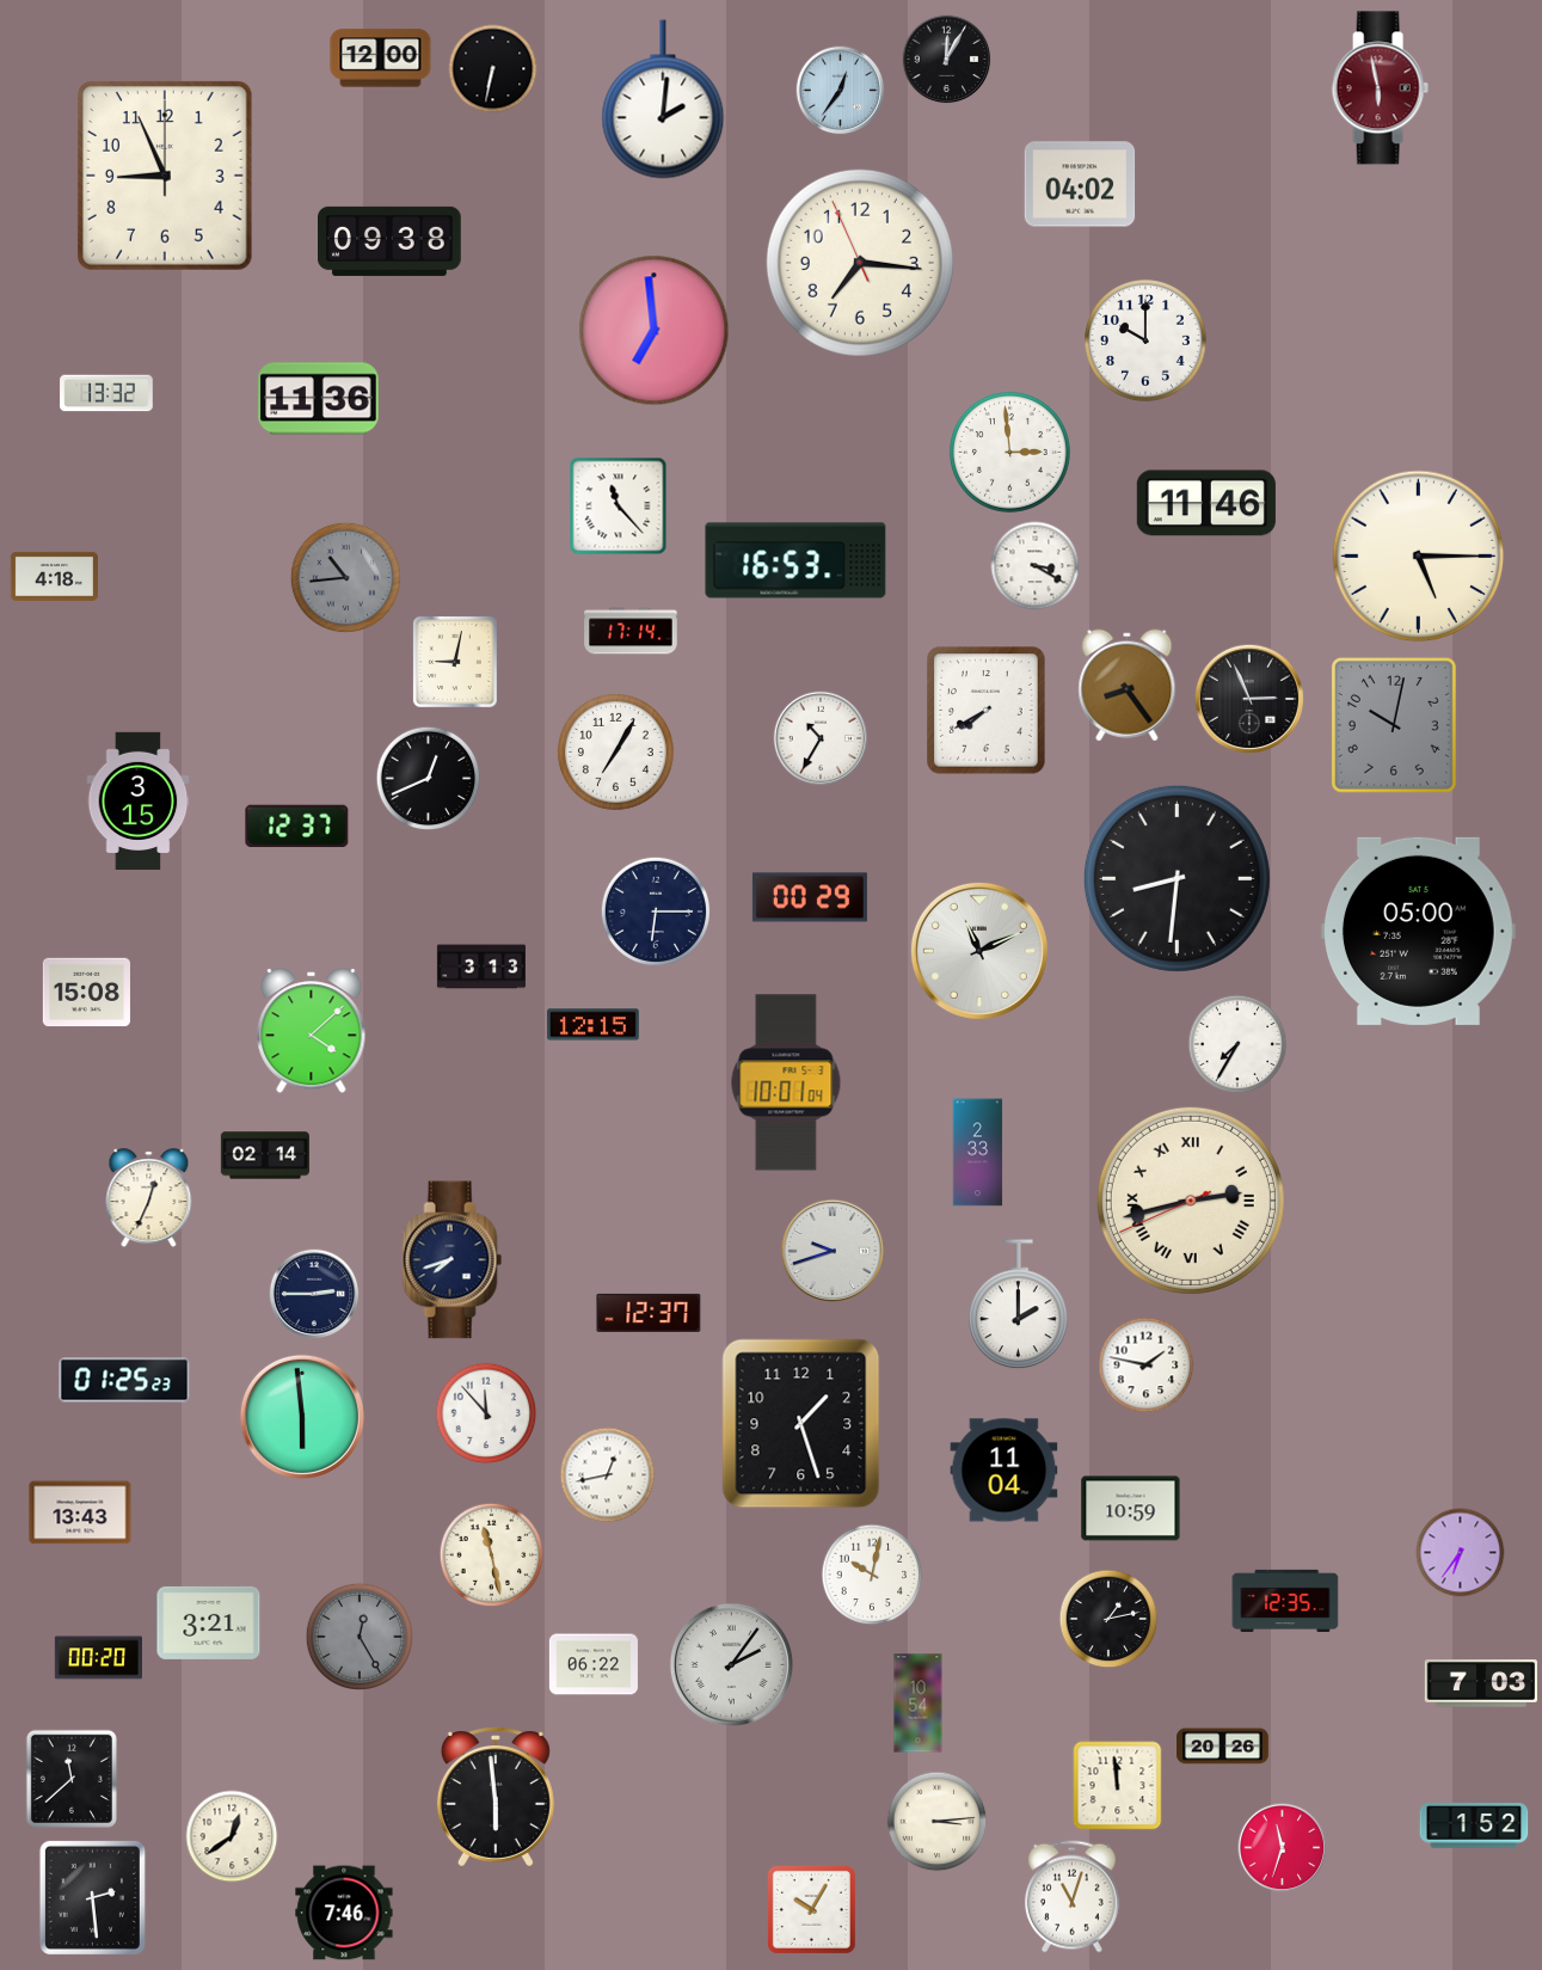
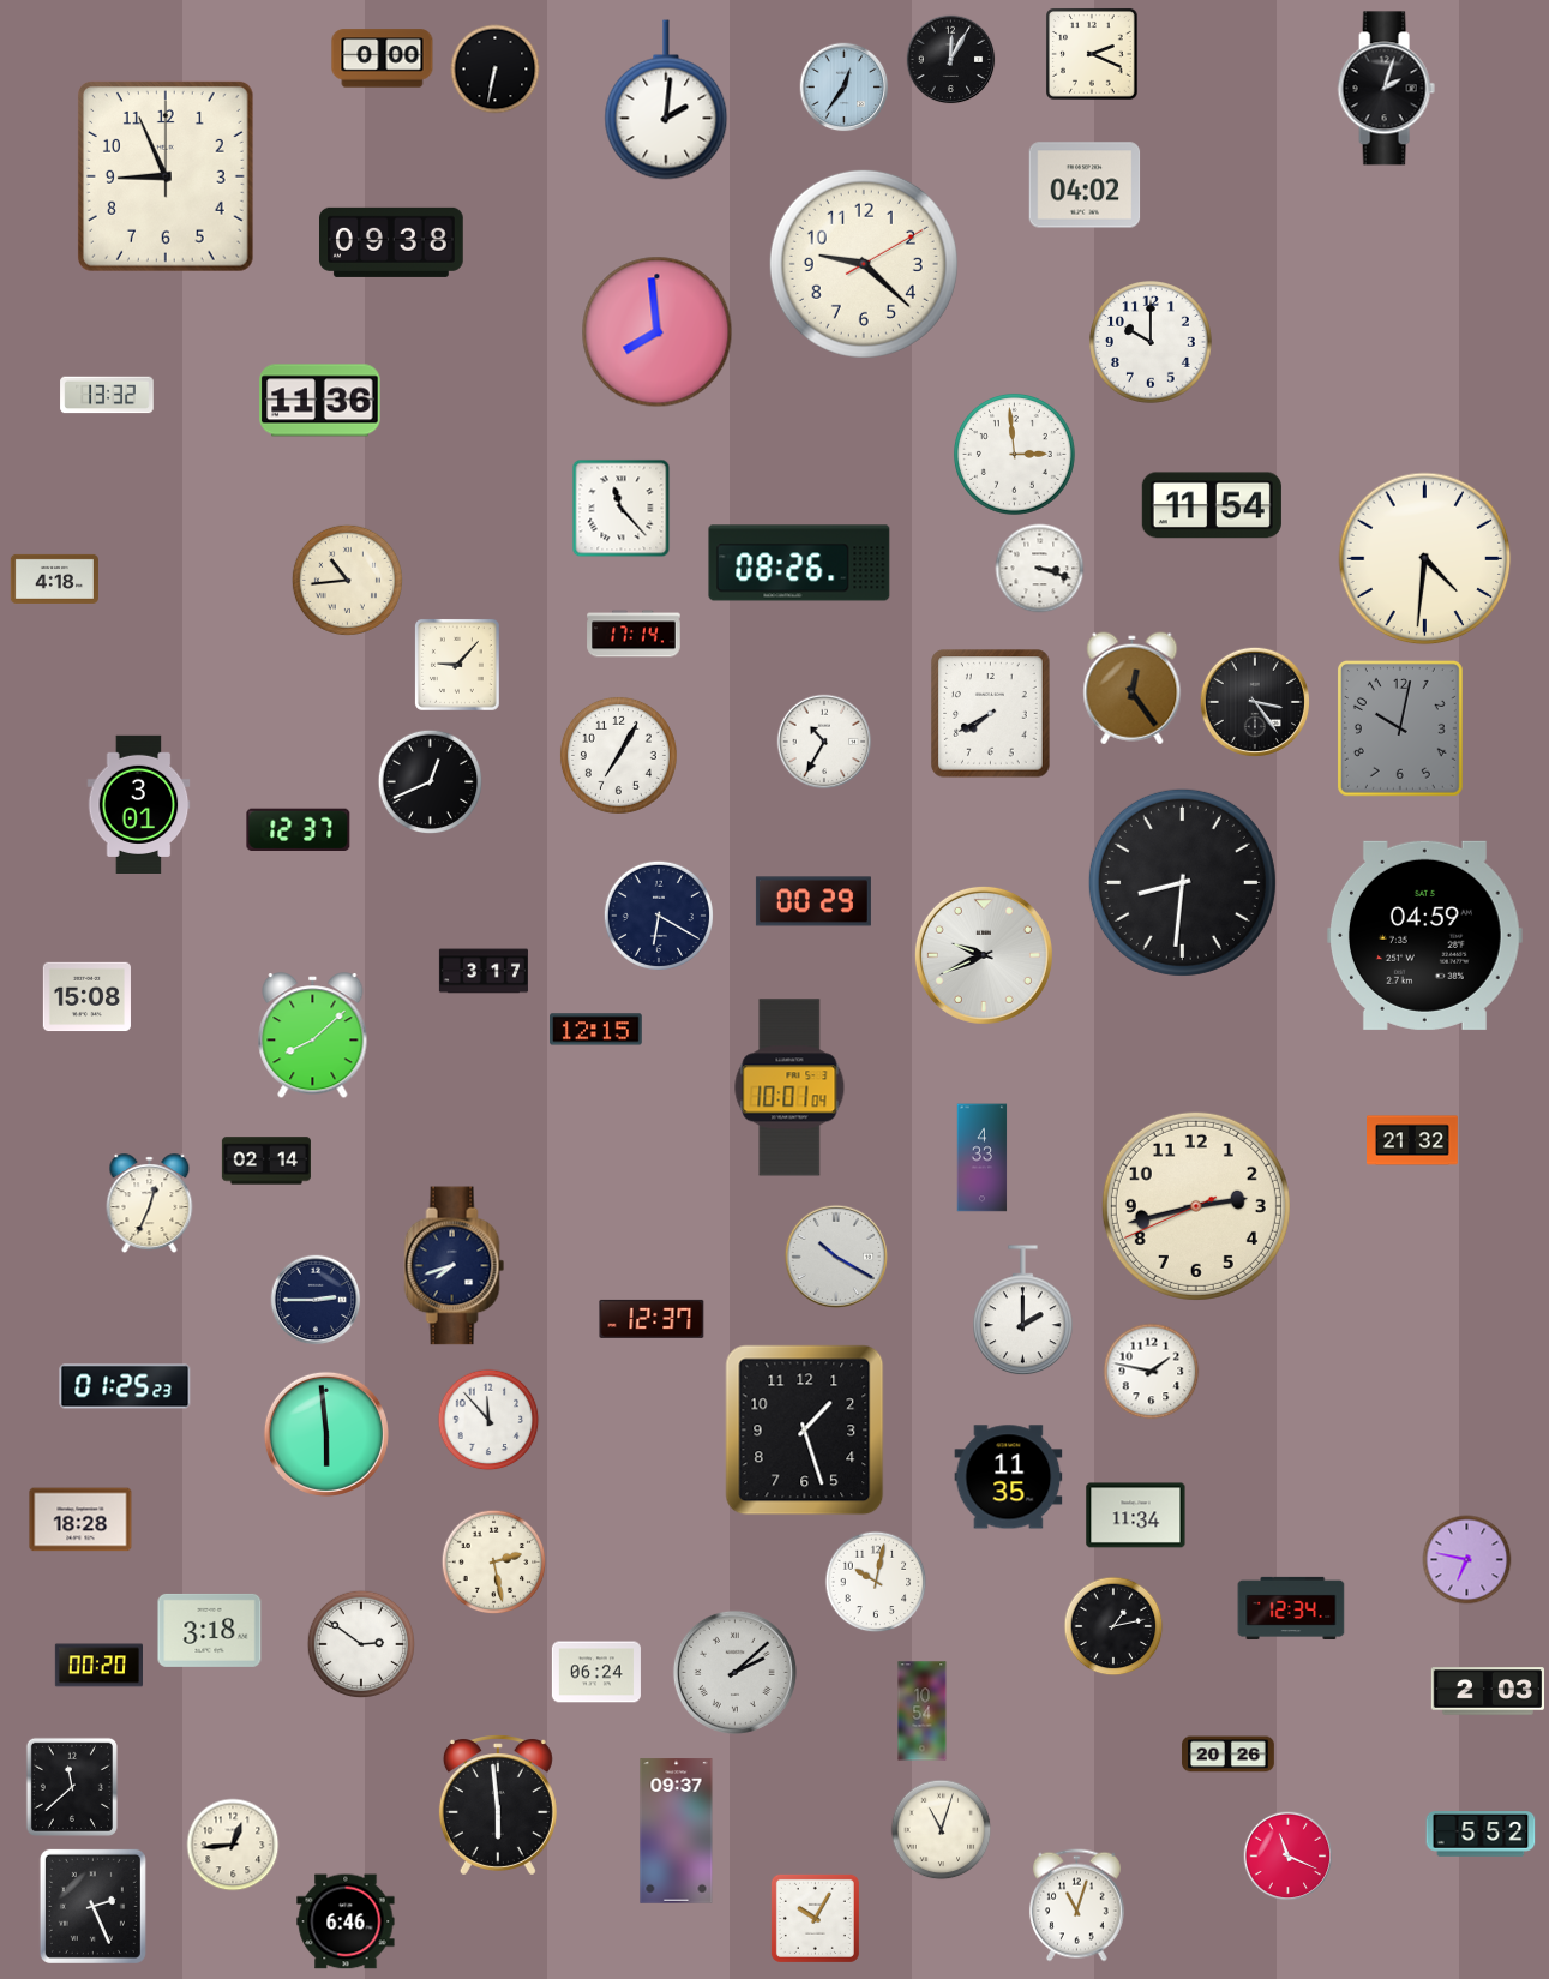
clock at (1092, 54): none -> 2:19
clock at (381, 59): 12:00 -> 0:00
clock at (1380, 88): 5:58 -> 2:03
clock at (1380, 88) dial: burgundy -> black
clock at (841, 91) position: (841, 91) -> (845, 88)
clock at (860, 263): 7:15 -> 9:22
clock at (655, 331): 6:59 -> 7:59
clock at (1206, 503): 11:46 -> 11:54
clock at (1419, 557): 5:15 -> 4:31
clock at (795, 560): 16:53 -> 08:26
clock at (1036, 566): 3:20 -> 3:18
clock at (345, 577) dial: grey -> cream
clock at (455, 662): 9:02 -> 9:07
clock at (1128, 686): 8:24 -> 12:24
clock at (1248, 698): 2:56 -> 3:24
clock at (139, 800): 3:15 -> 3:01
clock at (656, 912): 6:15 -> 6:20
clock at (1418, 931): 05:00 -> 04:59
clock at (979, 951): 11:11 -> 9:41
clock at (481, 966): 3:13 -> 3:17
clock at (312, 1031): 4:08 -> 8:08
clock at (1237, 1044): 7:35 -> none
clock at (1413, 1140): none -> 21:32
clock at (978, 1153): 2:33 -> 4:33
clock at (1191, 1201) numerals: Roman -> Arabic
clock at (833, 1251): 9:42 -> 10:20
clock at (302, 1417) position: (302, 1417) -> (326, 1434)
clock at (1005, 1471): 11:04 -> 11:35
clock at (608, 1475): 12:43 -> none
clock at (1131, 1509): 10:59 -> 11:34
clock at (80, 1512): 13:43 -> 18:28
clock at (1461, 1553): 6:36 -> 6:47
clock at (492, 1555): 11:28 -> 2:28
clock at (1285, 1601): 12:35 -> 12:34
clock at (209, 1622): 3:21 -> 3:18
clock at (358, 1635): 12:25 -> 2:51
clock at (358, 1635) dial: grey -> white
clock at (594, 1664): 06:22 -> 06:24
clock at (731, 1664): 2:06 -> 2:08
clock at (1480, 1683): 7:03 -> 2:03
clock at (1118, 1786): 11:59 -> none
clock at (938, 1822): 3:14 -> 11:03
clock at (677, 1831): none -> 09:37
clock at (1474, 1825): 1:52 -> 5:52
clock at (232, 1836): 12:39 -> 12:44
clock at (1283, 1848): 11:33 -> 11:19
clock at (92, 1897): 2:29 -> 2:26
clock at (344, 1913): 7:46 -> 6:46
